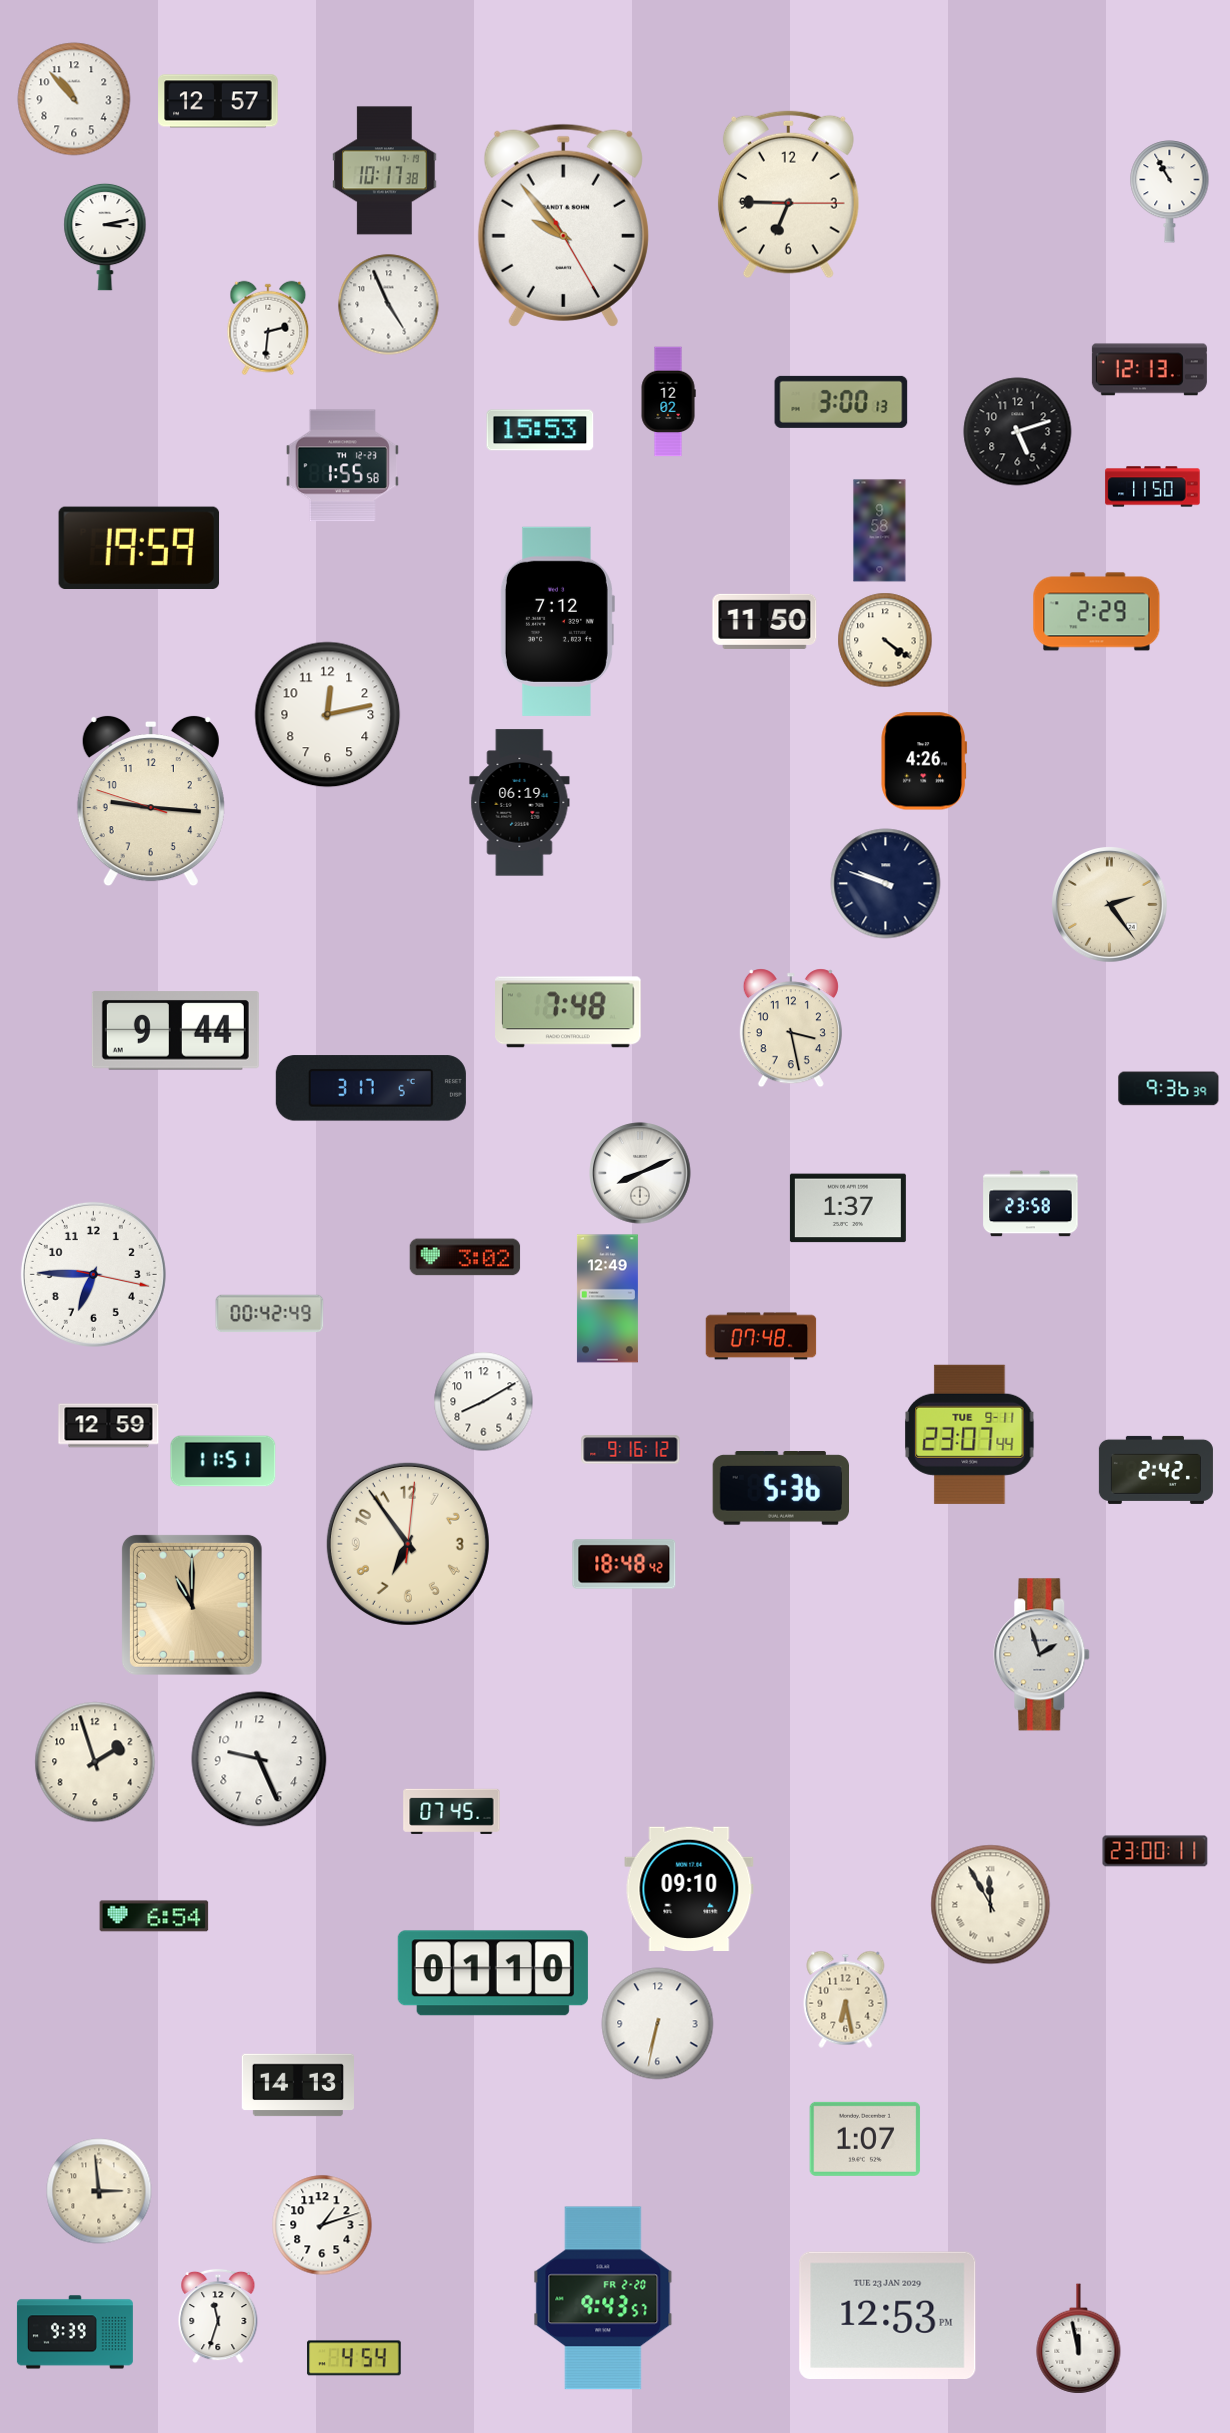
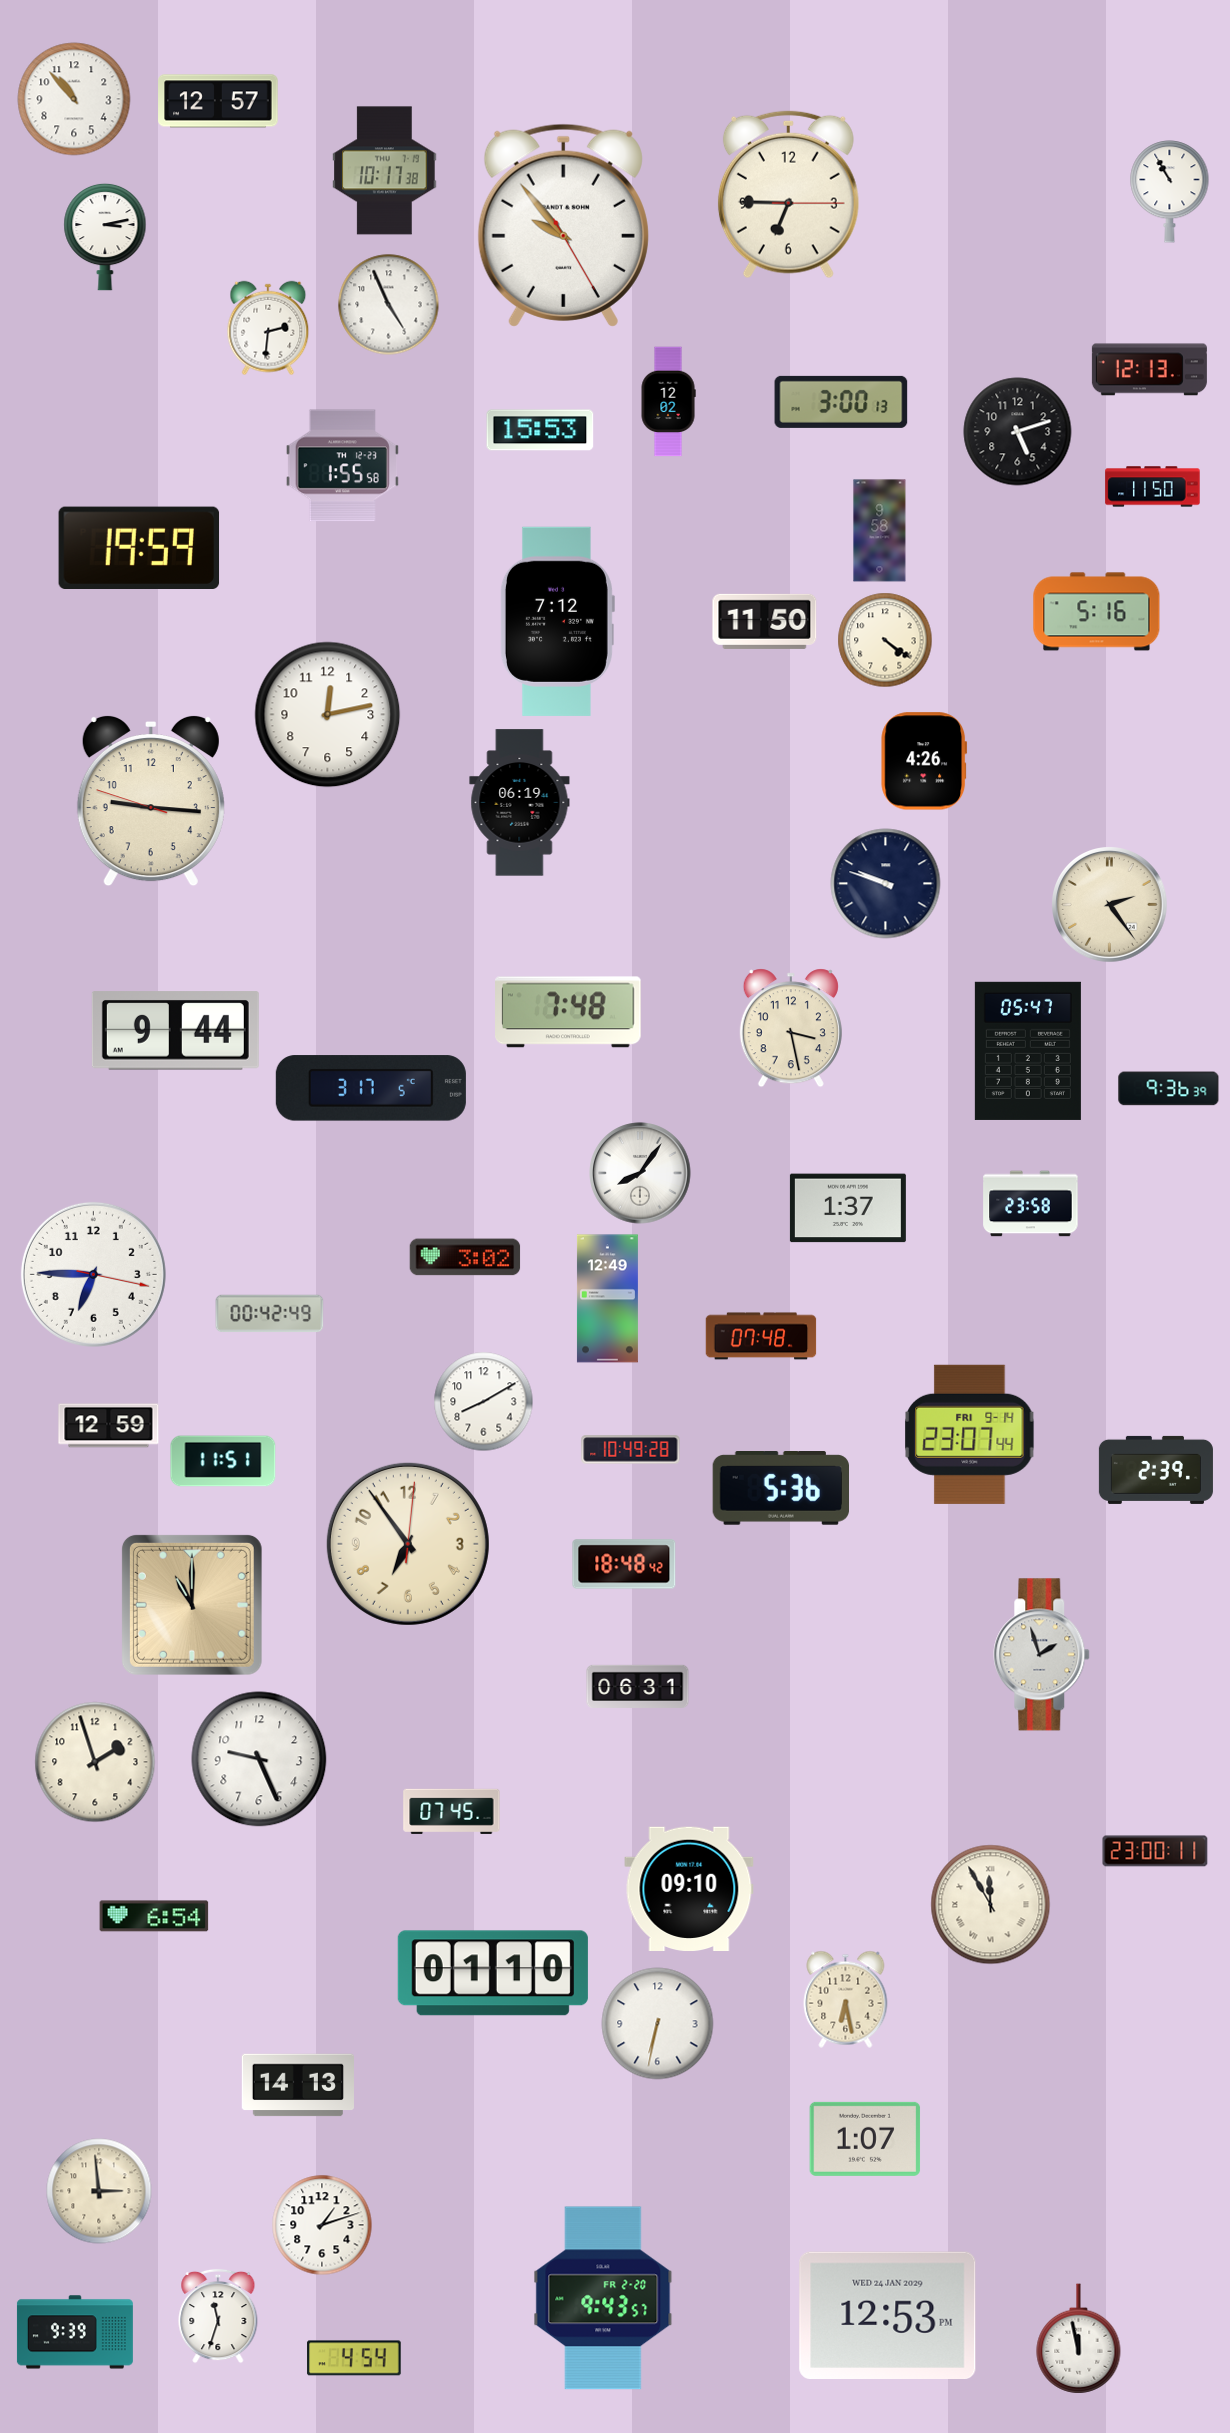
clock at (1097, 612): 2:29 -> 5:16
clock at (1028, 1051): none -> 05:47
clock at (640, 1173): 8:11 -> 8:06
clock at (970, 1434) date: TUE 9-11 -> FRI 9-14
clock at (631, 1450): 9:16 -> 10:49
clock at (1156, 1470): 2:42 -> 2:39
clock at (638, 1686): none -> 06:31
clock at (888, 2315) date: TUE 23 JAN 2029 -> WED 24 JAN 2029
